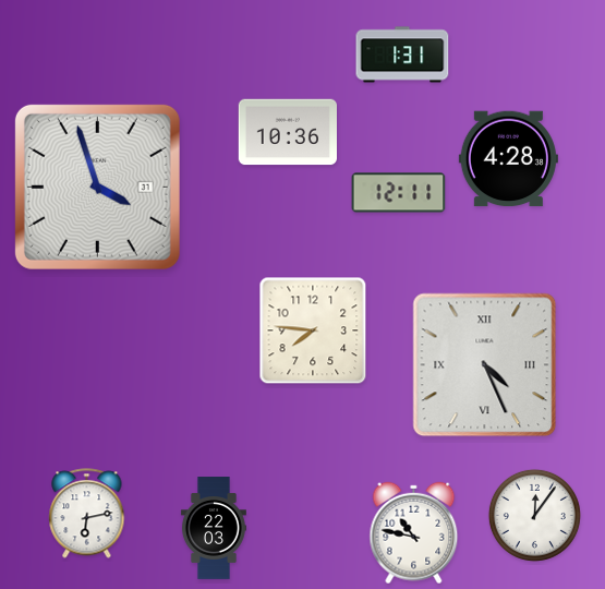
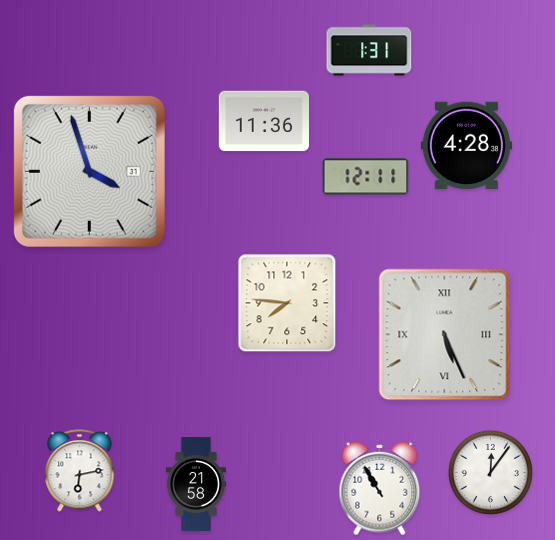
clock at (287, 132): 10:36 -> 11:36
clock at (485, 365): 4:26 -> 5:26
clock at (214, 528): 22:03 -> 21:58
clock at (414, 533): 10:47 -> 10:55
